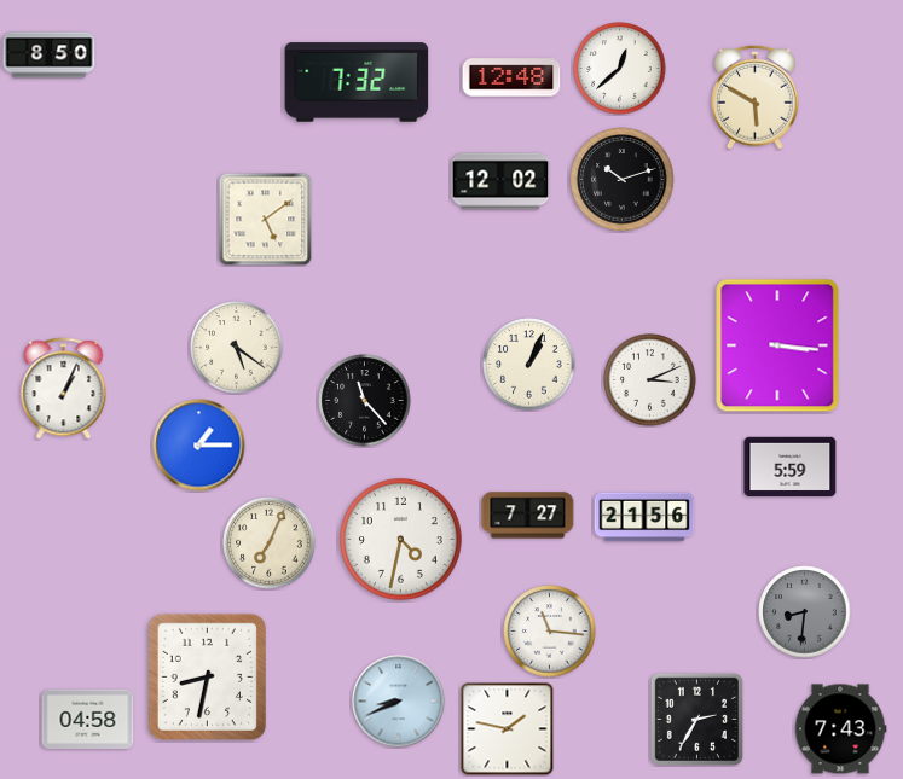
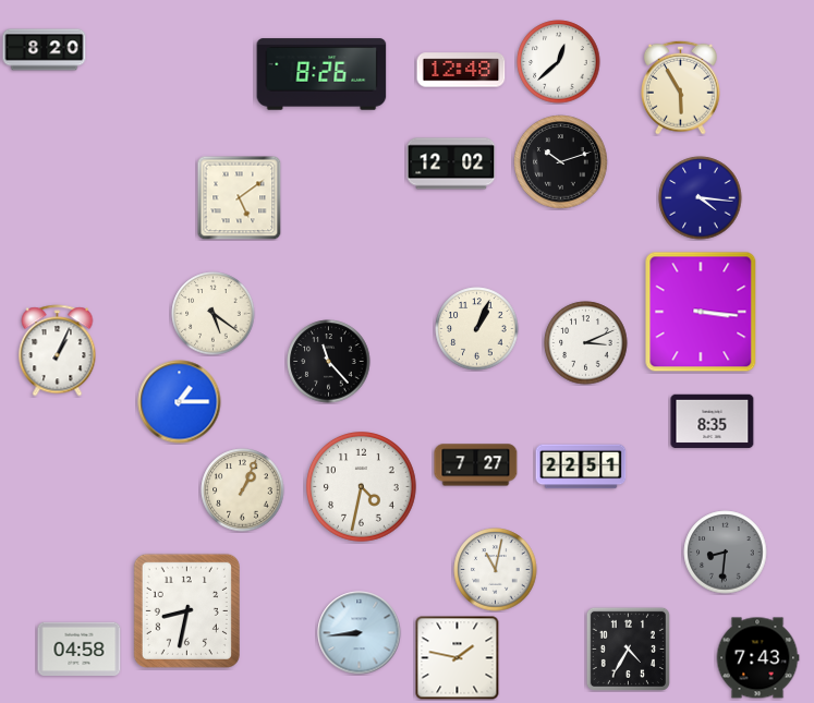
clock at (50, 56): 8:50 -> 8:20
clock at (357, 82): 7:32 -> 8:26
clock at (756, 97): 5:50 -> 5:55
clock at (701, 198): none -> 4:16
clock at (791, 467): 5:59 -> 8:35
clock at (644, 517): 21:56 -> 22:51
clock at (270, 543): 7:04 -> 1:04
clock at (550, 632): 11:16 -> 11:02
clock at (399, 702): 8:41 -> 8:44
clock at (696, 719): 2:35 -> 4:35
